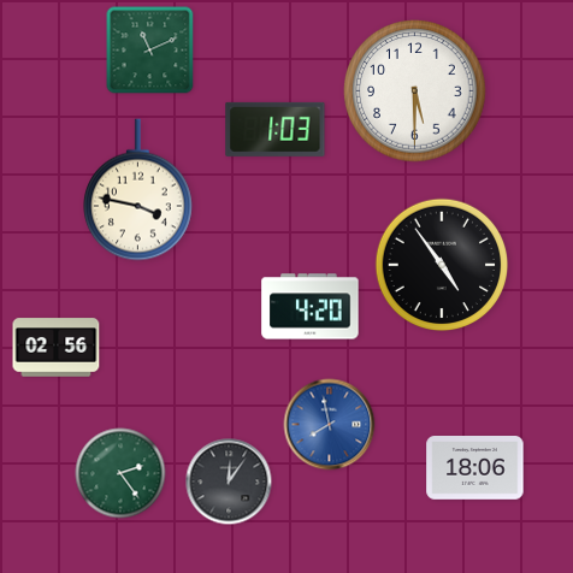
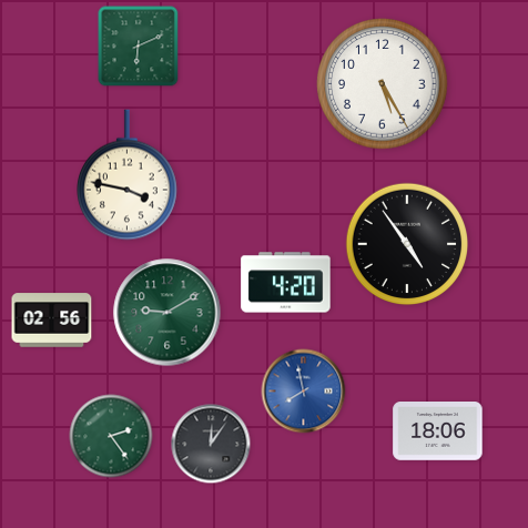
clock at (150, 51): 11:11 -> 6:11
clock at (415, 91): 5:30 -> 5:25
clock at (276, 129): 1:03 -> none
clock at (167, 313): none -> 9:10
